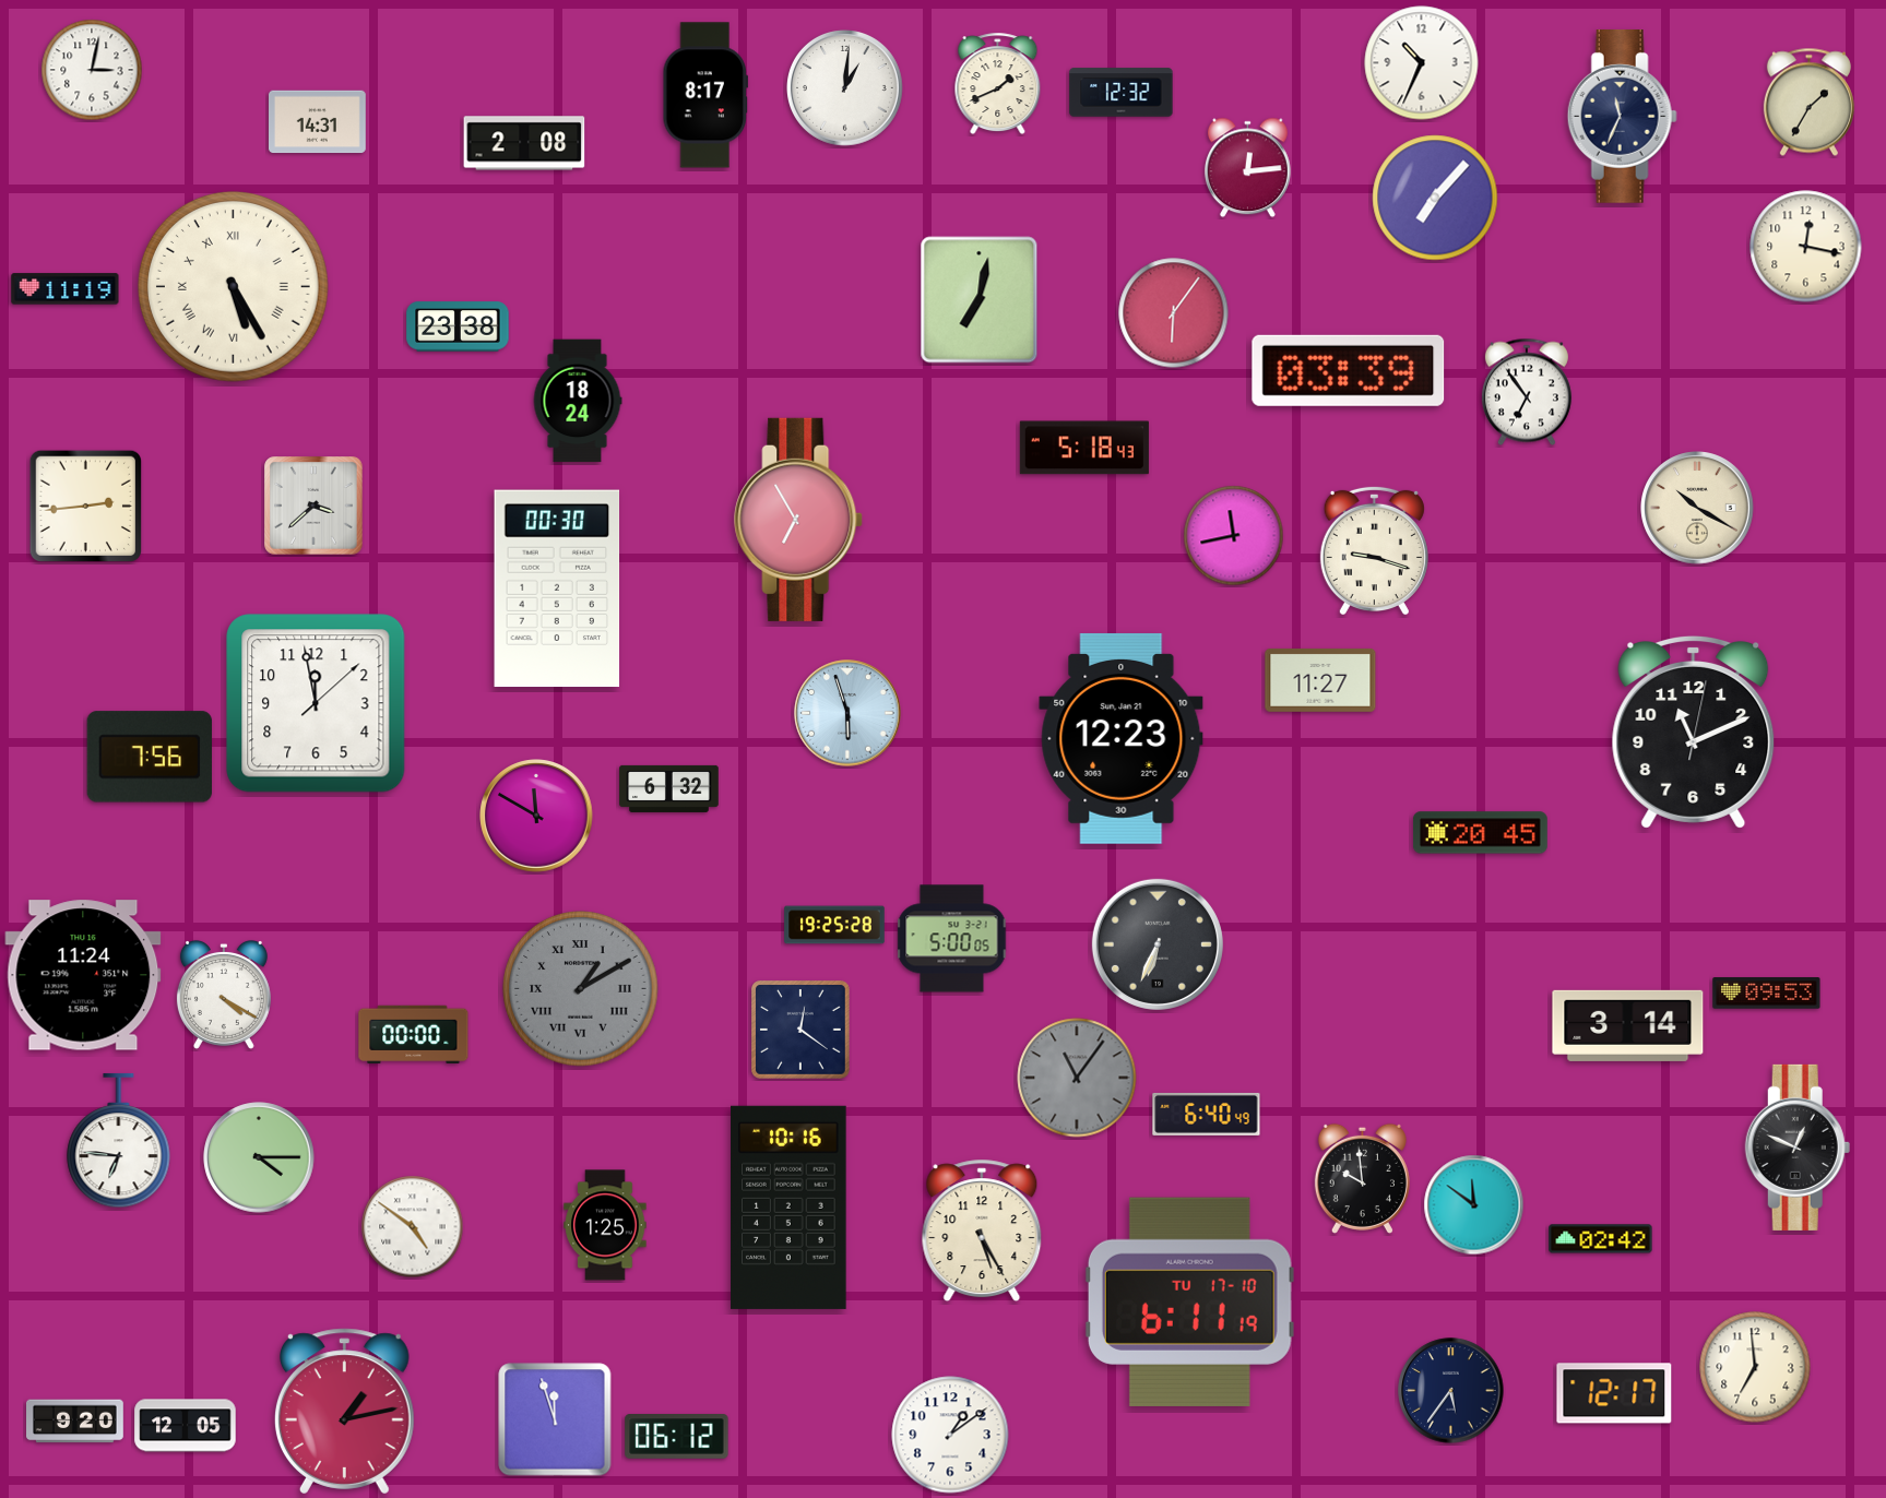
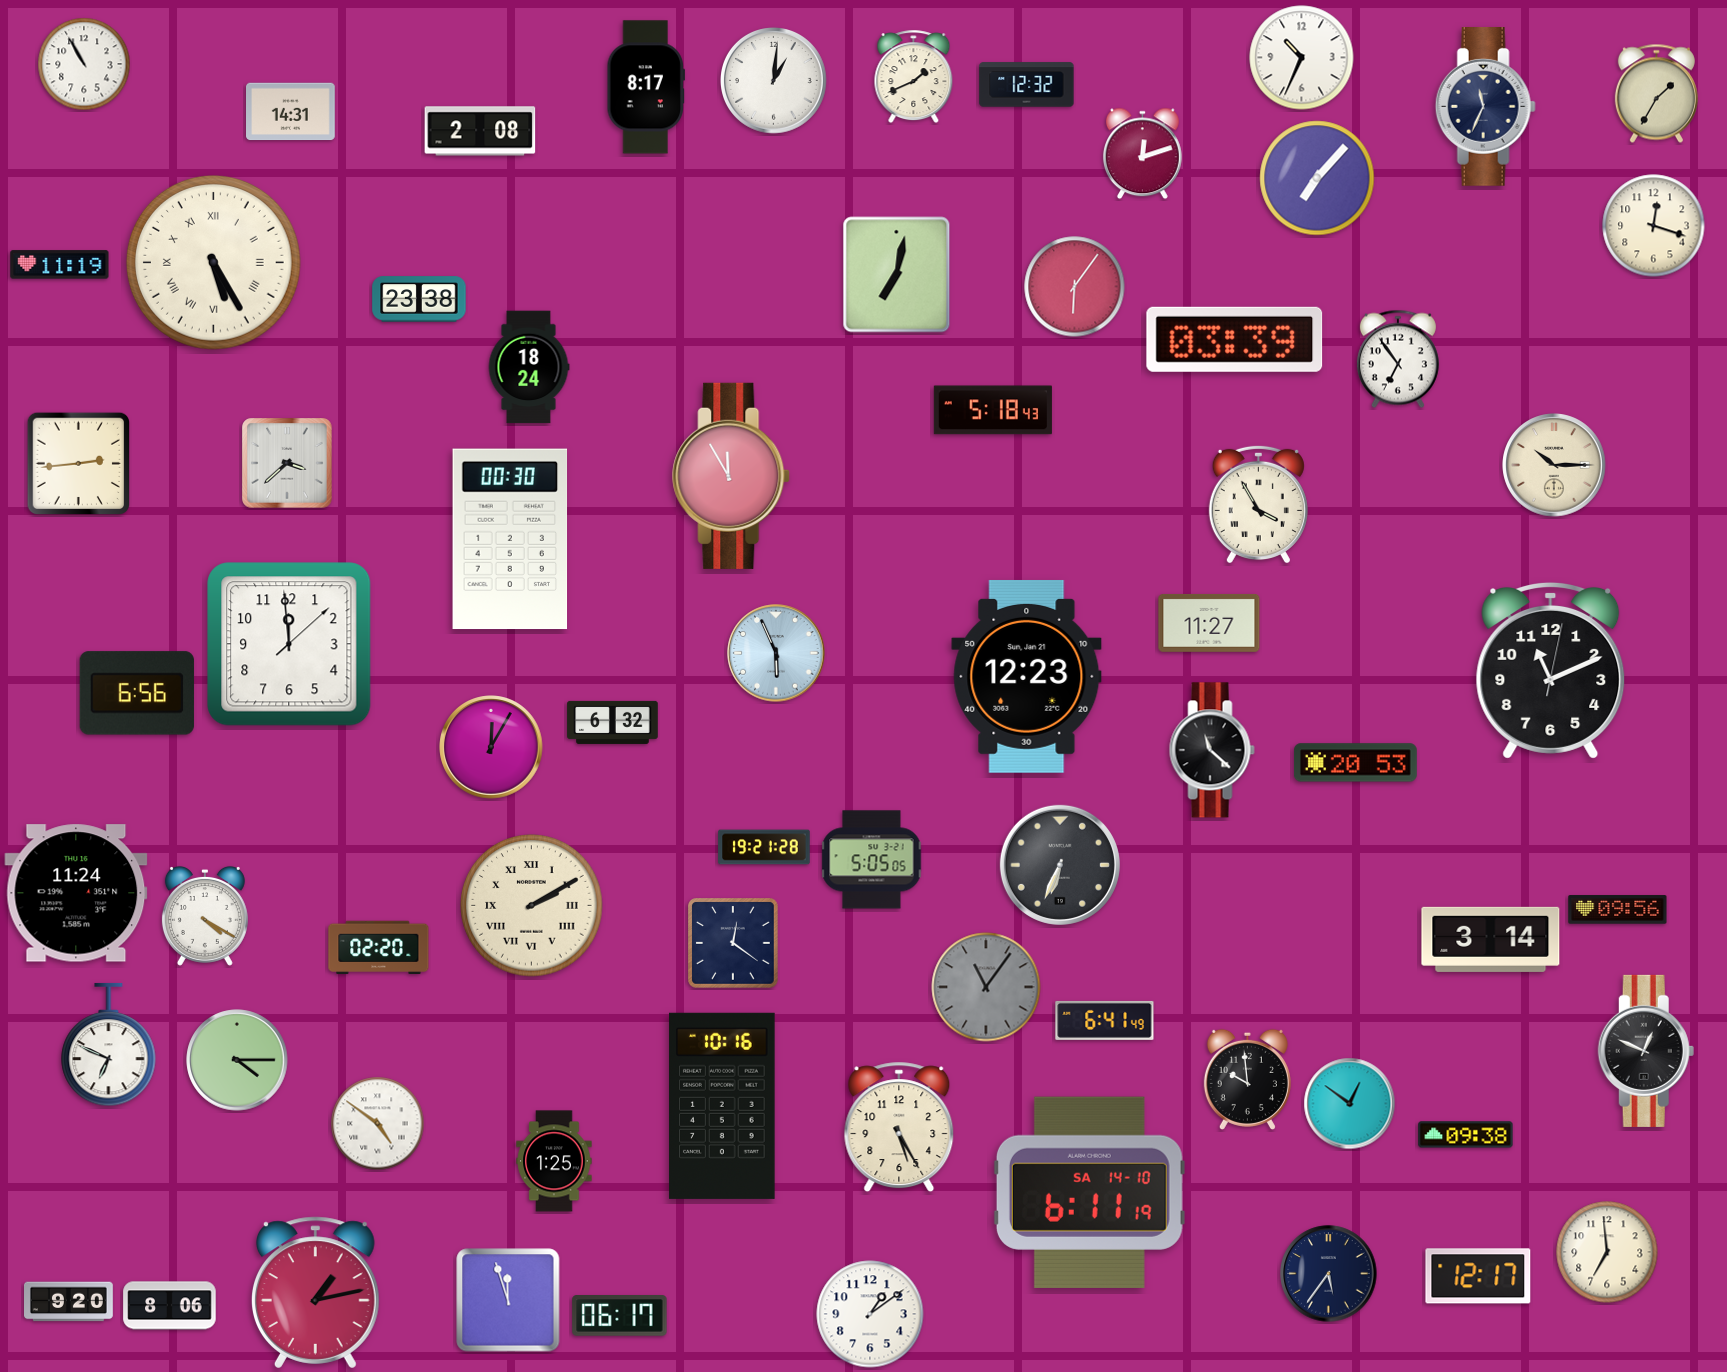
clock at (92, 70): 3:02 -> 10:55
clock at (1247, 168): 12:14 -> 12:12
clock at (1435, 198) position: (1435, 198) -> (1317, 178)
clock at (1806, 247): 12:17 -> 12:18
clock at (1697, 508): 10:20 -> 10:15
clock at (799, 520): 6:55 -> 11:55
clock at (1234, 536): 11:43 -> none
clock at (1374, 550): 9:18 -> 3:55
clock at (316, 703): 11:58 -> 11:59
clock at (847, 713): 5:57 -> 5:56
clock at (149, 757): 7:56 -> 6:56
clock at (536, 816): 11:50 -> 12:05
clock at (1212, 750): none -> 11:22
clock at (1480, 833): 20:45 -> 20:53
clock at (834, 925): 19:25 -> 19:21
clock at (952, 939): 5:00 -> 5:05
clock at (581, 989): 1:10 -> 2:10
clock at (581, 989) dial: grey -> cream
clock at (1767, 994): 09:53 -> 09:56
clock at (224, 995) position: (224, 995) -> (205, 916)
clock at (414, 1034): 00:00 -> 02:20
clock at (1207, 1114): 6:40 -> 6:41
clock at (119, 1141): 6:46 -> 6:49
clock at (1474, 1205): 11:51 -> 12:51
clock at (605, 1225) position: (605, 1225) -> (554, 1161)
clock at (1601, 1239): 02:42 -> 09:38
clock at (1189, 1301) date: TU 17-10 -> SA 14-10
clock at (186, 1426): 12:05 -> 8:06
clock at (677, 1437): 06:12 -> 06:17
